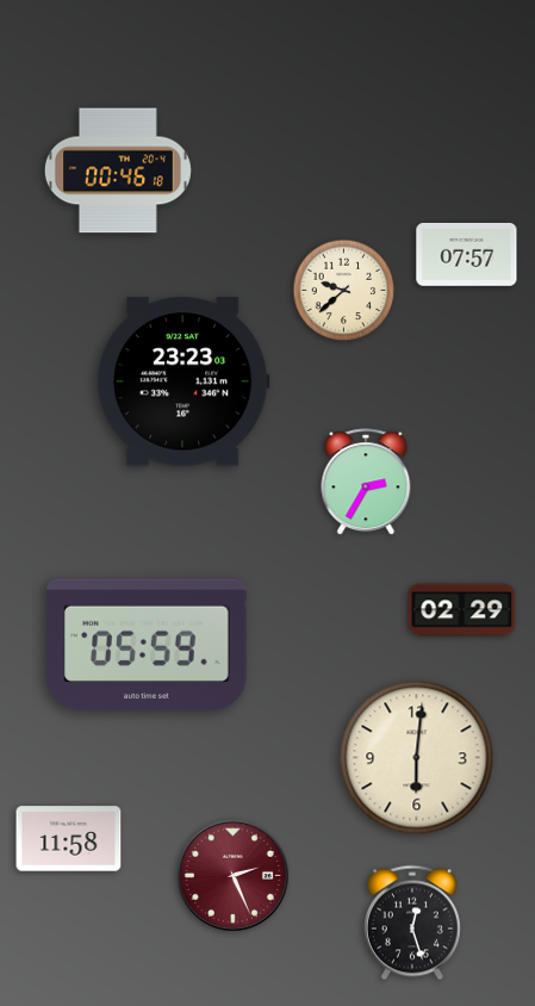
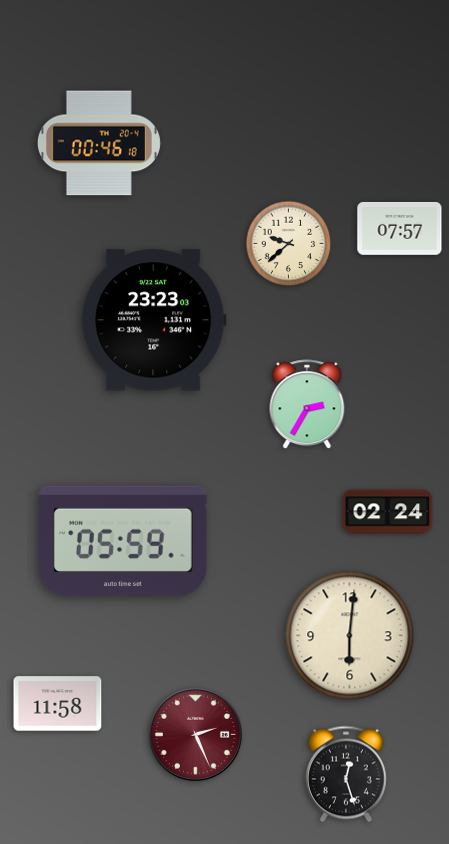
clock at (467, 254) position: (467, 254) -> (400, 228)
clock at (462, 610): 02:29 -> 02:24
